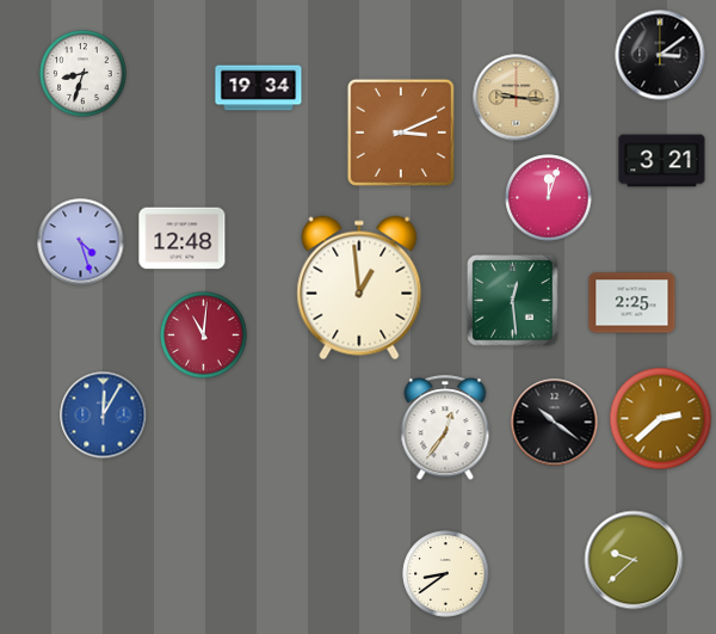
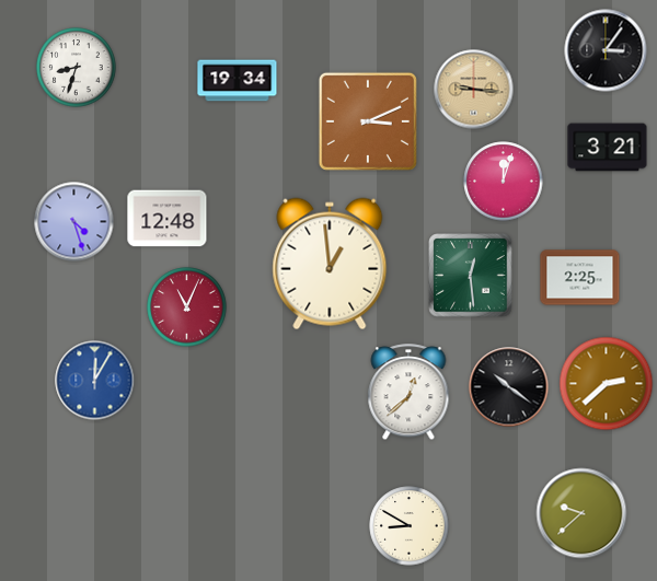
clock at (660, 55): 3:09 -> 3:06
clock at (204, 336): 11:01 -> 11:04
clock at (445, 429): 12:36 -> 12:38
clock at (446, 574): 8:39 -> 8:50
